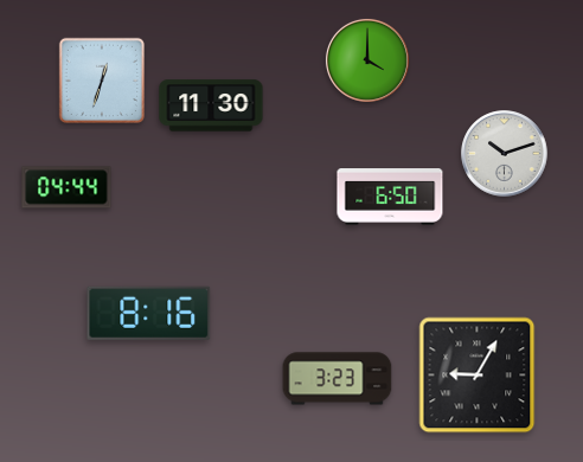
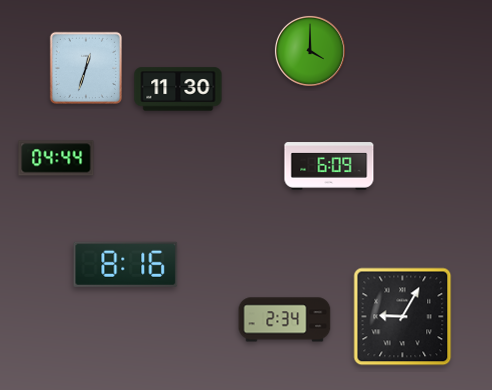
clock at (505, 154): 10:12 -> none
clock at (390, 197): 6:50 -> 6:09
clock at (338, 379): 3:23 -> 2:34
